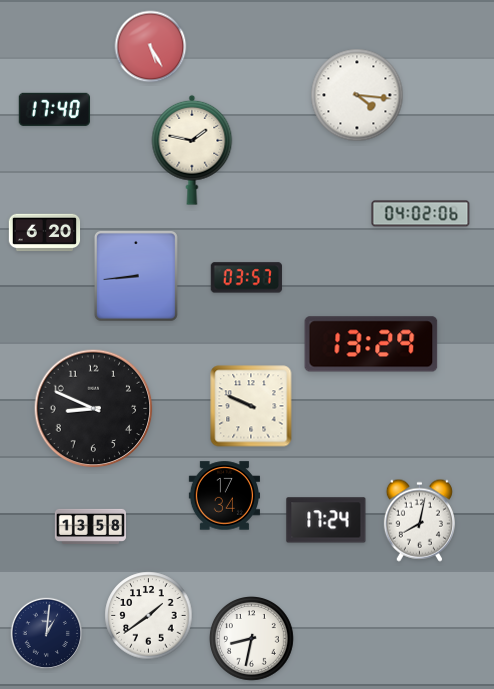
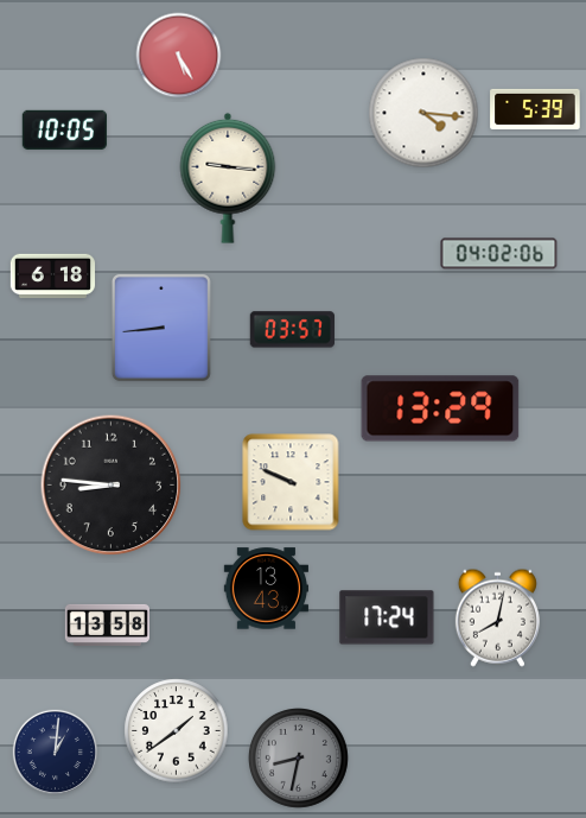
clock at (535, 109): none -> 5:39
clock at (54, 109): 17:40 -> 10:05
clock at (192, 150): 1:47 -> 9:16
clock at (45, 233): 6:20 -> 6:18
clock at (251, 406) position: (251, 406) -> (291, 482)
clock at (94, 409): 8:49 -> 8:46
clock at (224, 496): 17:34 -> 13:43
clock at (252, 639) dial: white -> grey
